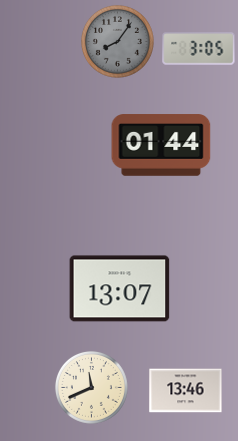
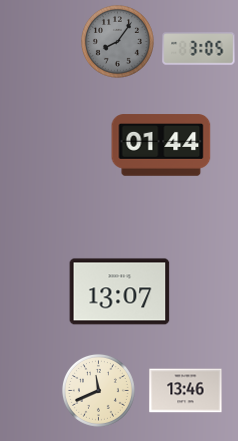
clock at (120, 289) position: (120, 289) -> (120, 292)
clock at (91, 387) position: (91, 387) -> (98, 390)
